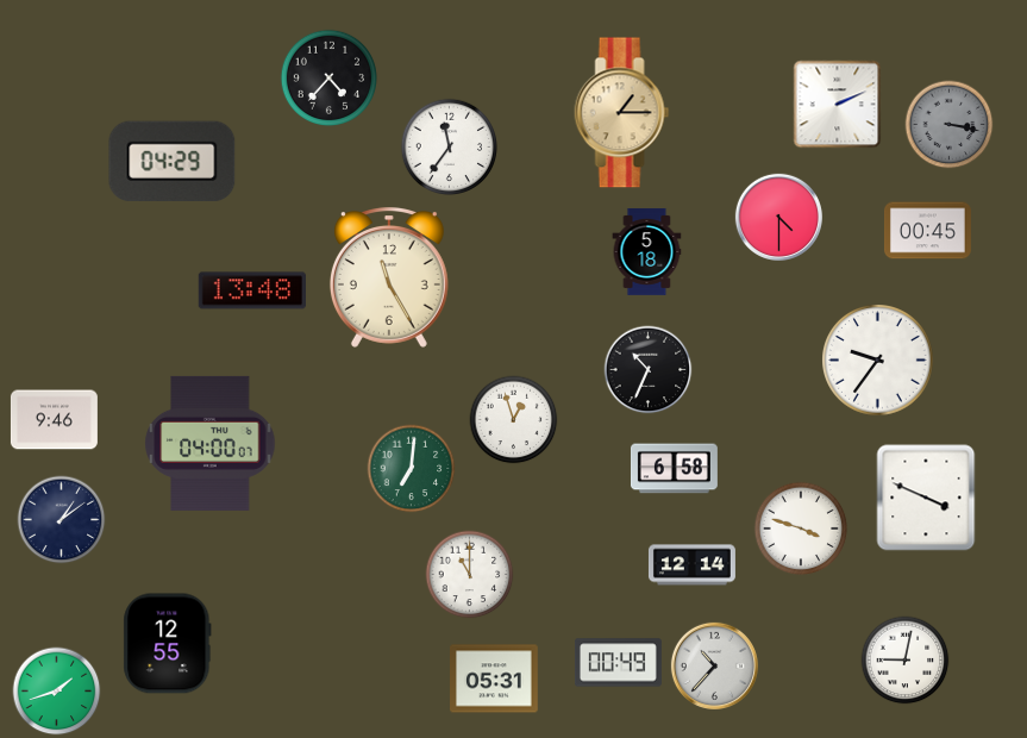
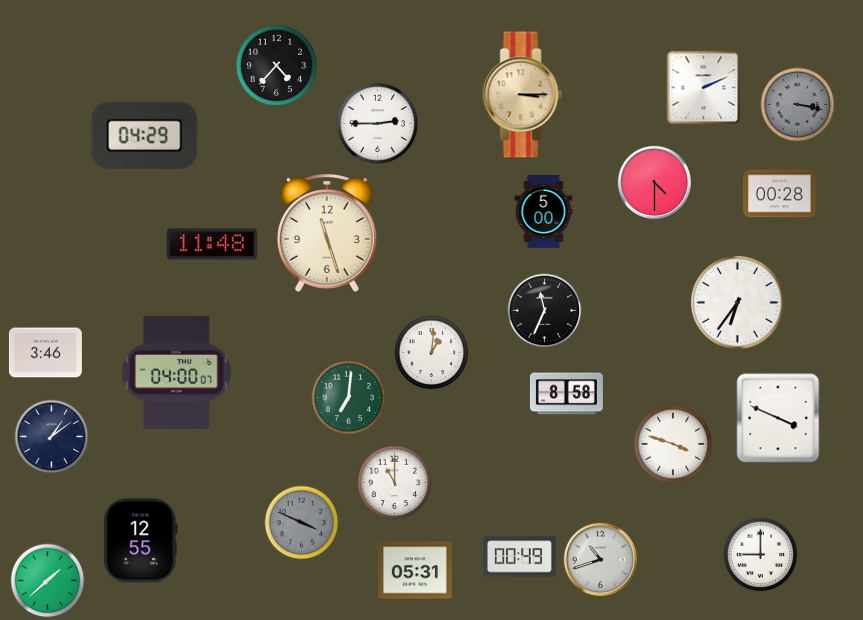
clock at (622, 113): 1:15 -> 3:15
clock at (450, 148): 11:36 -> 2:45
clock at (927, 231): 00:45 -> 00:28
clock at (647, 251): 5:18 -> 5:00
clock at (389, 277): 11:25 -> 11:27
clock at (251, 290): 13:48 -> 11:48
clock at (878, 361): 9:36 -> 6:36
clock at (649, 370): 10:34 -> 11:34
clock at (54, 420): 9:46 -> 3:46
clock at (514, 420): 12:57 -> 1:01
clock at (412, 469) position: (412, 469) -> (349, 398)
clock at (674, 469): 6:58 -> 8:58
clock at (691, 565): 12:14 -> none
clock at (302, 523): none -> 3:49
clock at (906, 661): 9:02 -> 9:00
clock at (714, 665): 10:37 -> 10:42
clock at (57, 692): 1:42 -> 1:38
